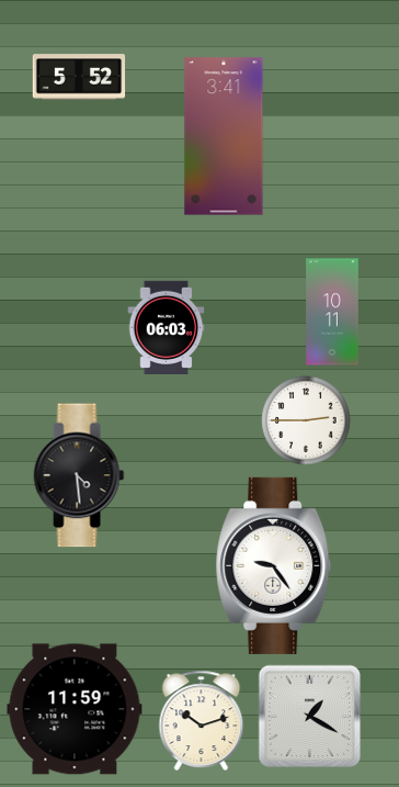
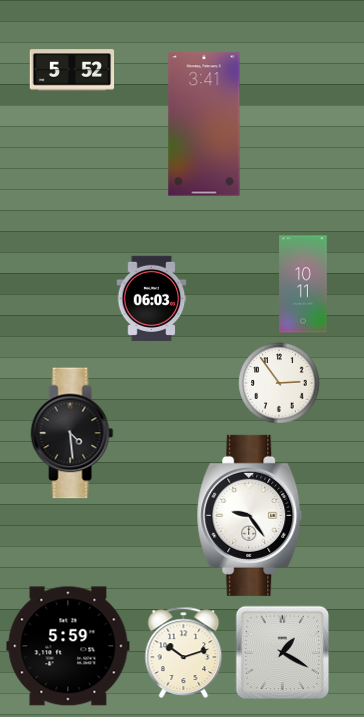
clock at (306, 420): 2:45 -> 2:54
clock at (75, 709): 11:59 -> 5:59
clock at (202, 720) position: (202, 720) -> (184, 652)
